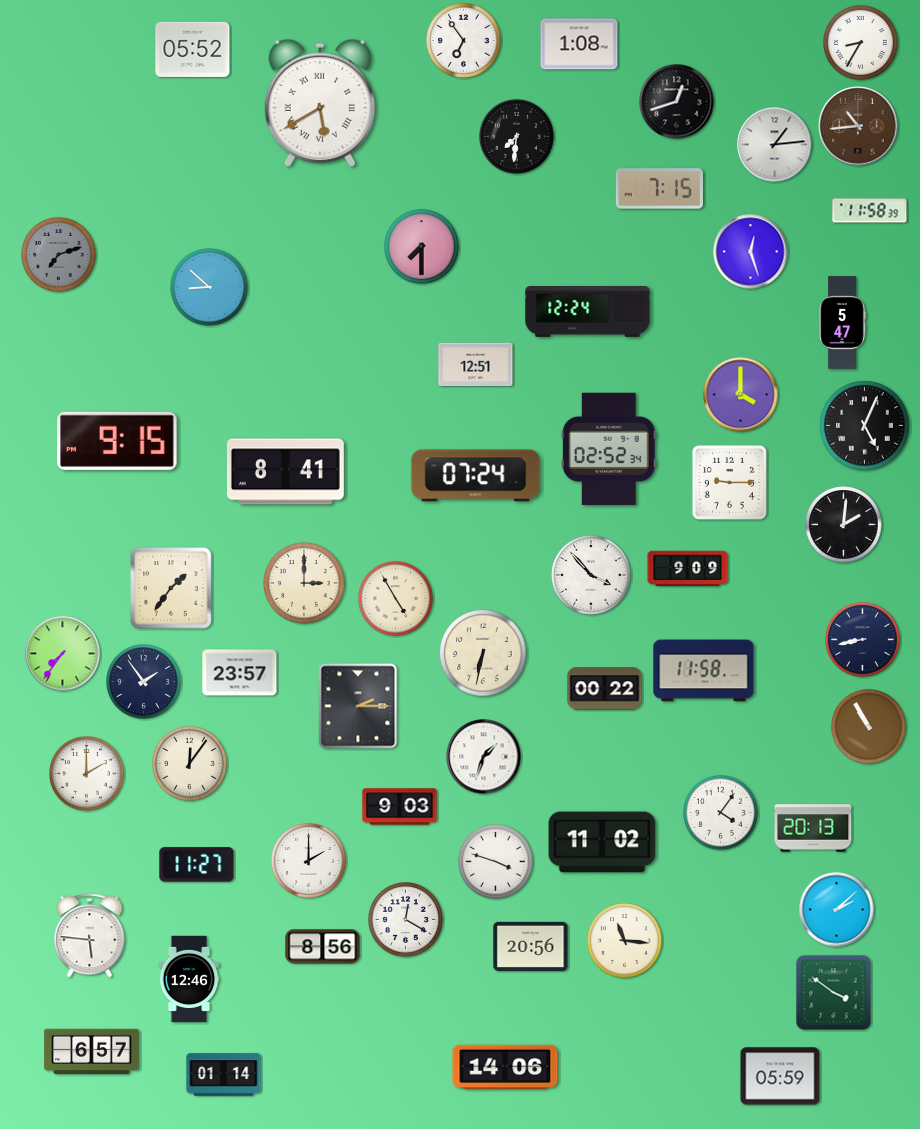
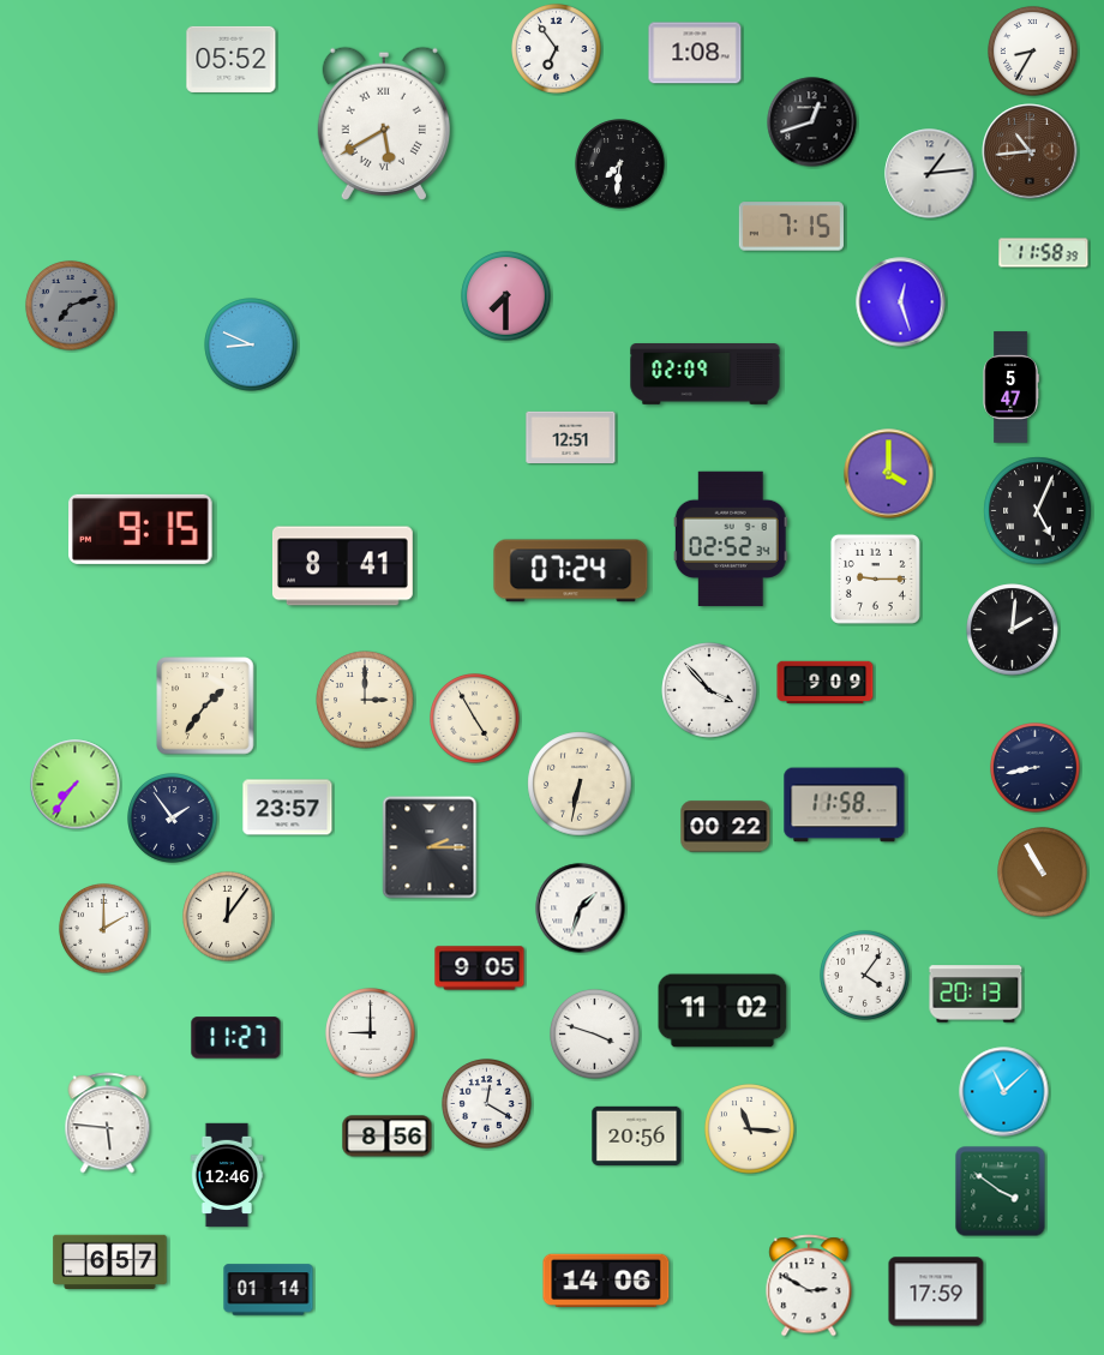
clock at (209, 287): 8:52 -> 8:49
clock at (588, 312): 12:24 -> 02:09
clock at (400, 807): 9:03 -> 9:05
clock at (309, 861): 2:00 -> 9:00
clock at (837, 910): 2:08 -> 11:08
clock at (809, 1285): none -> 2:50
clock at (780, 1076): 05:59 -> 17:59
